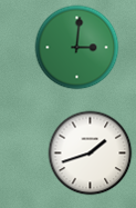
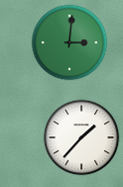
clock at (91, 153): 1:42 -> 1:37
